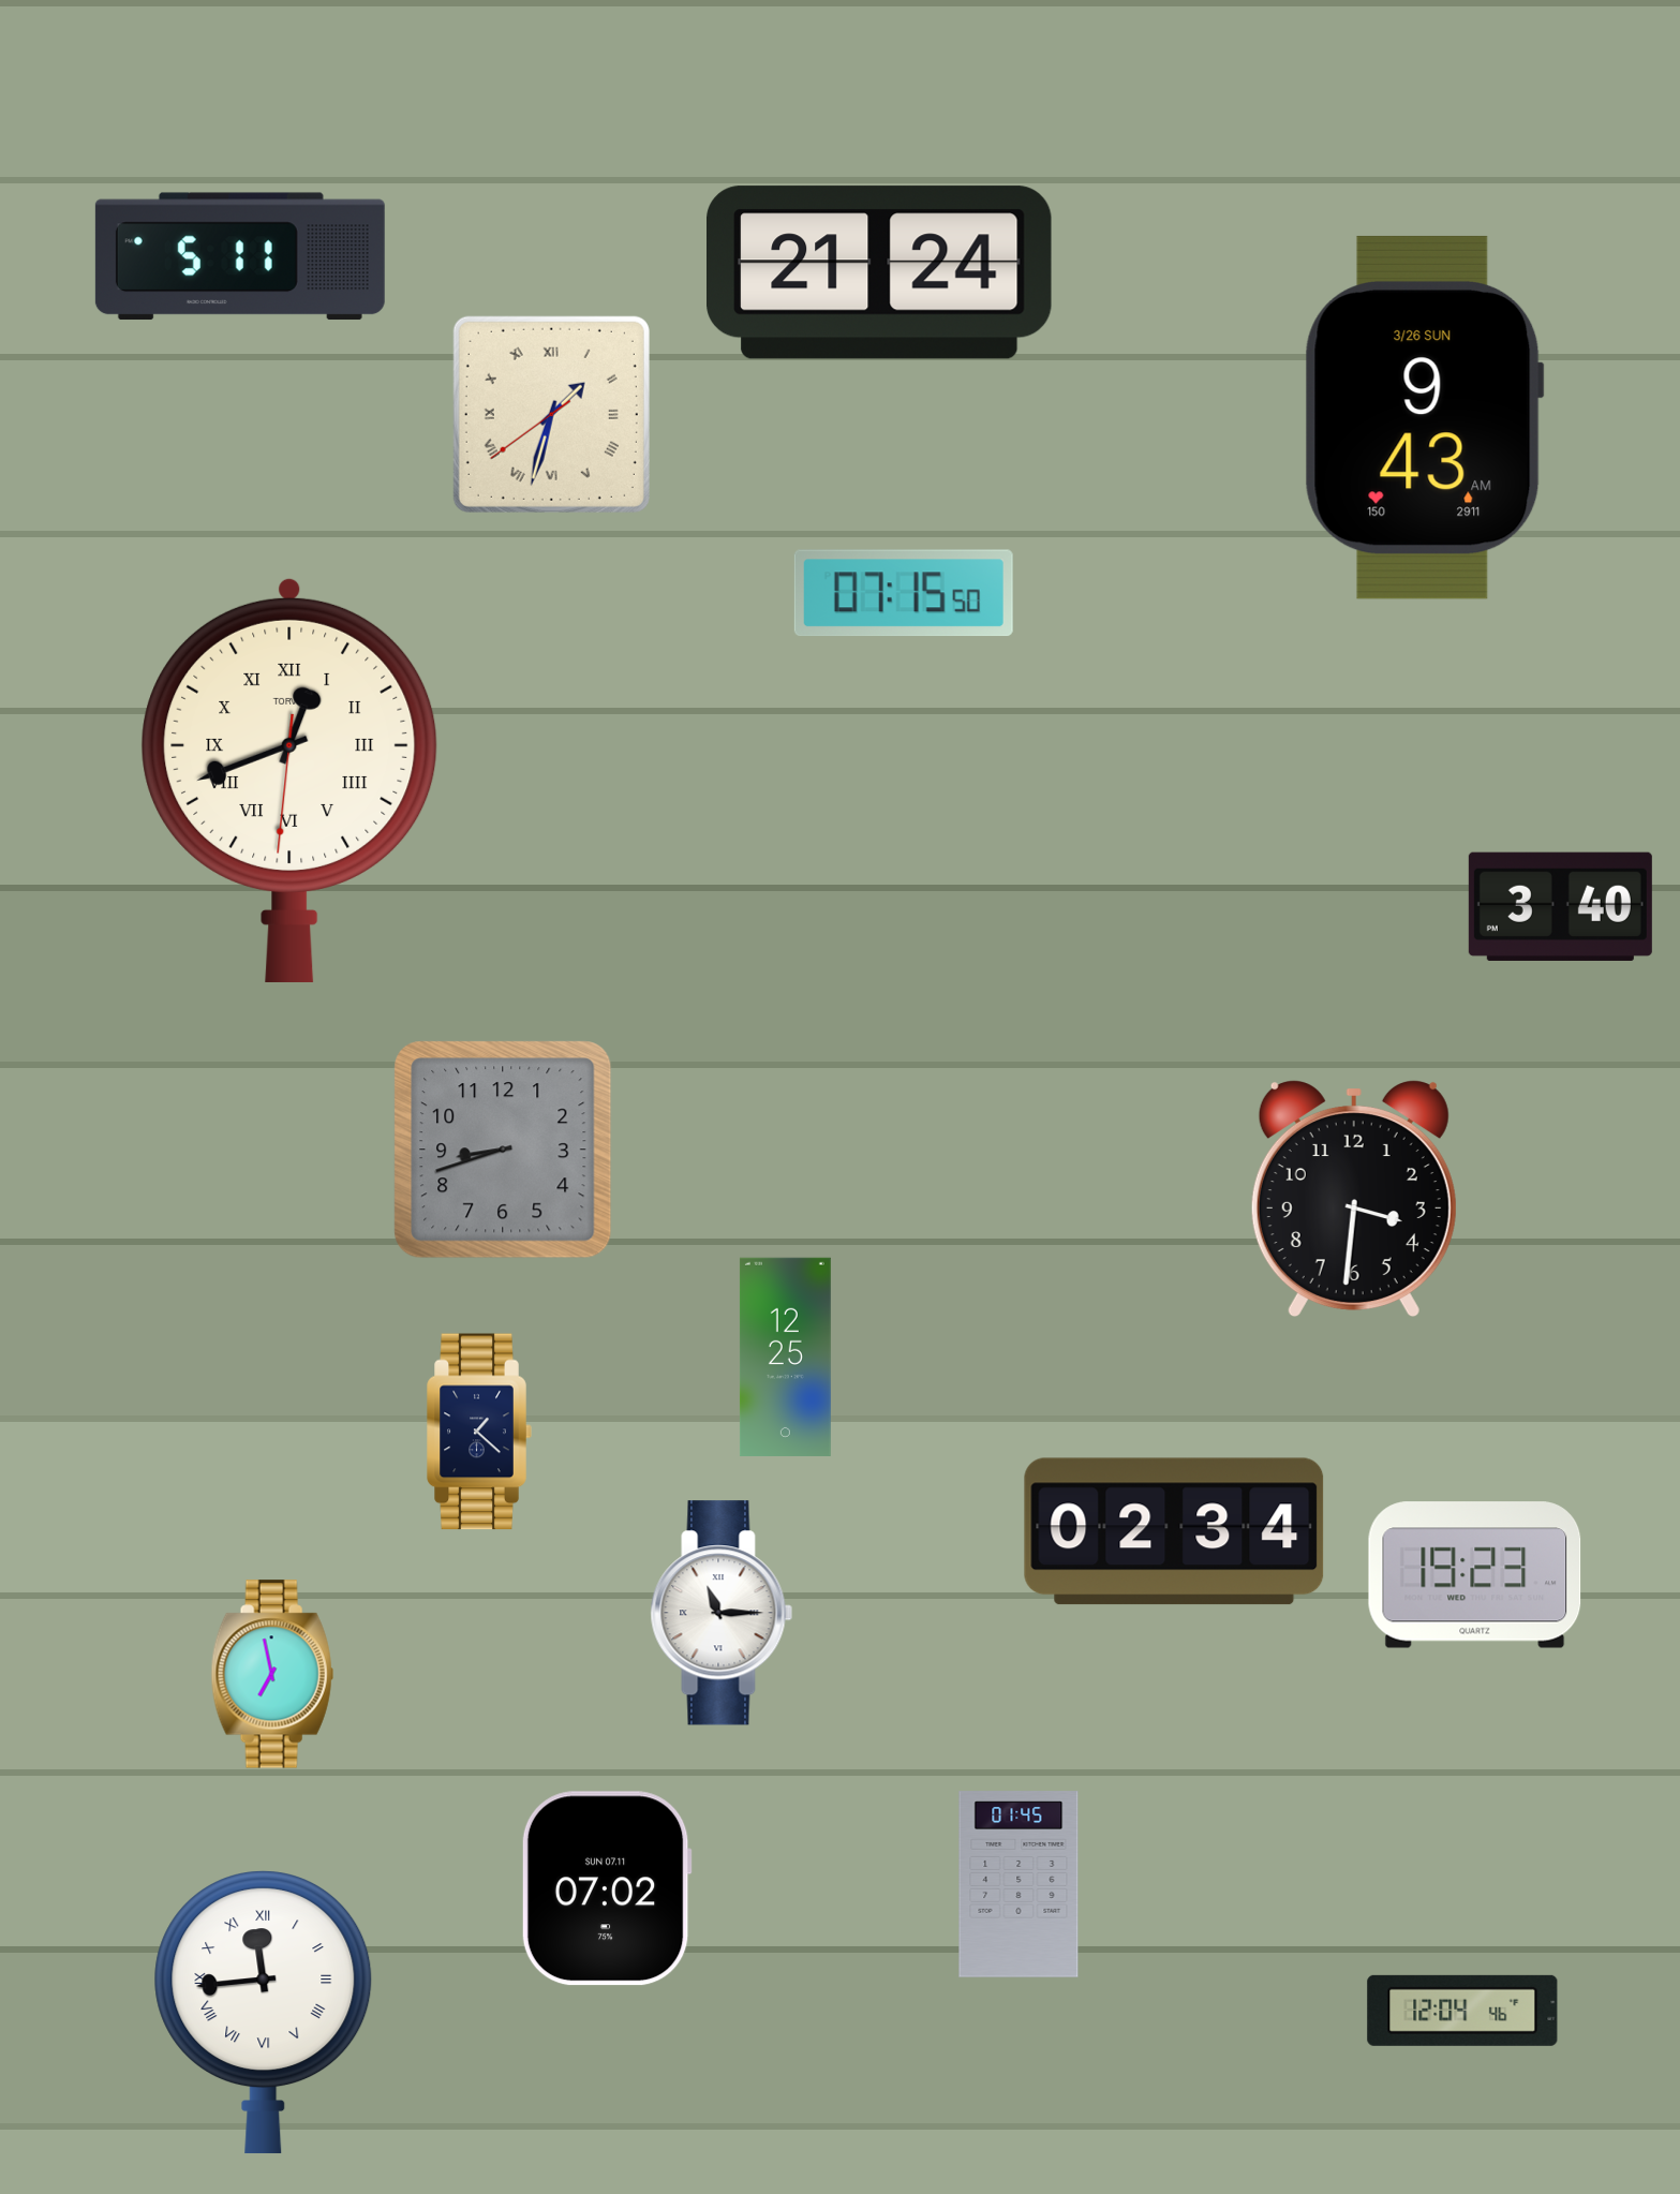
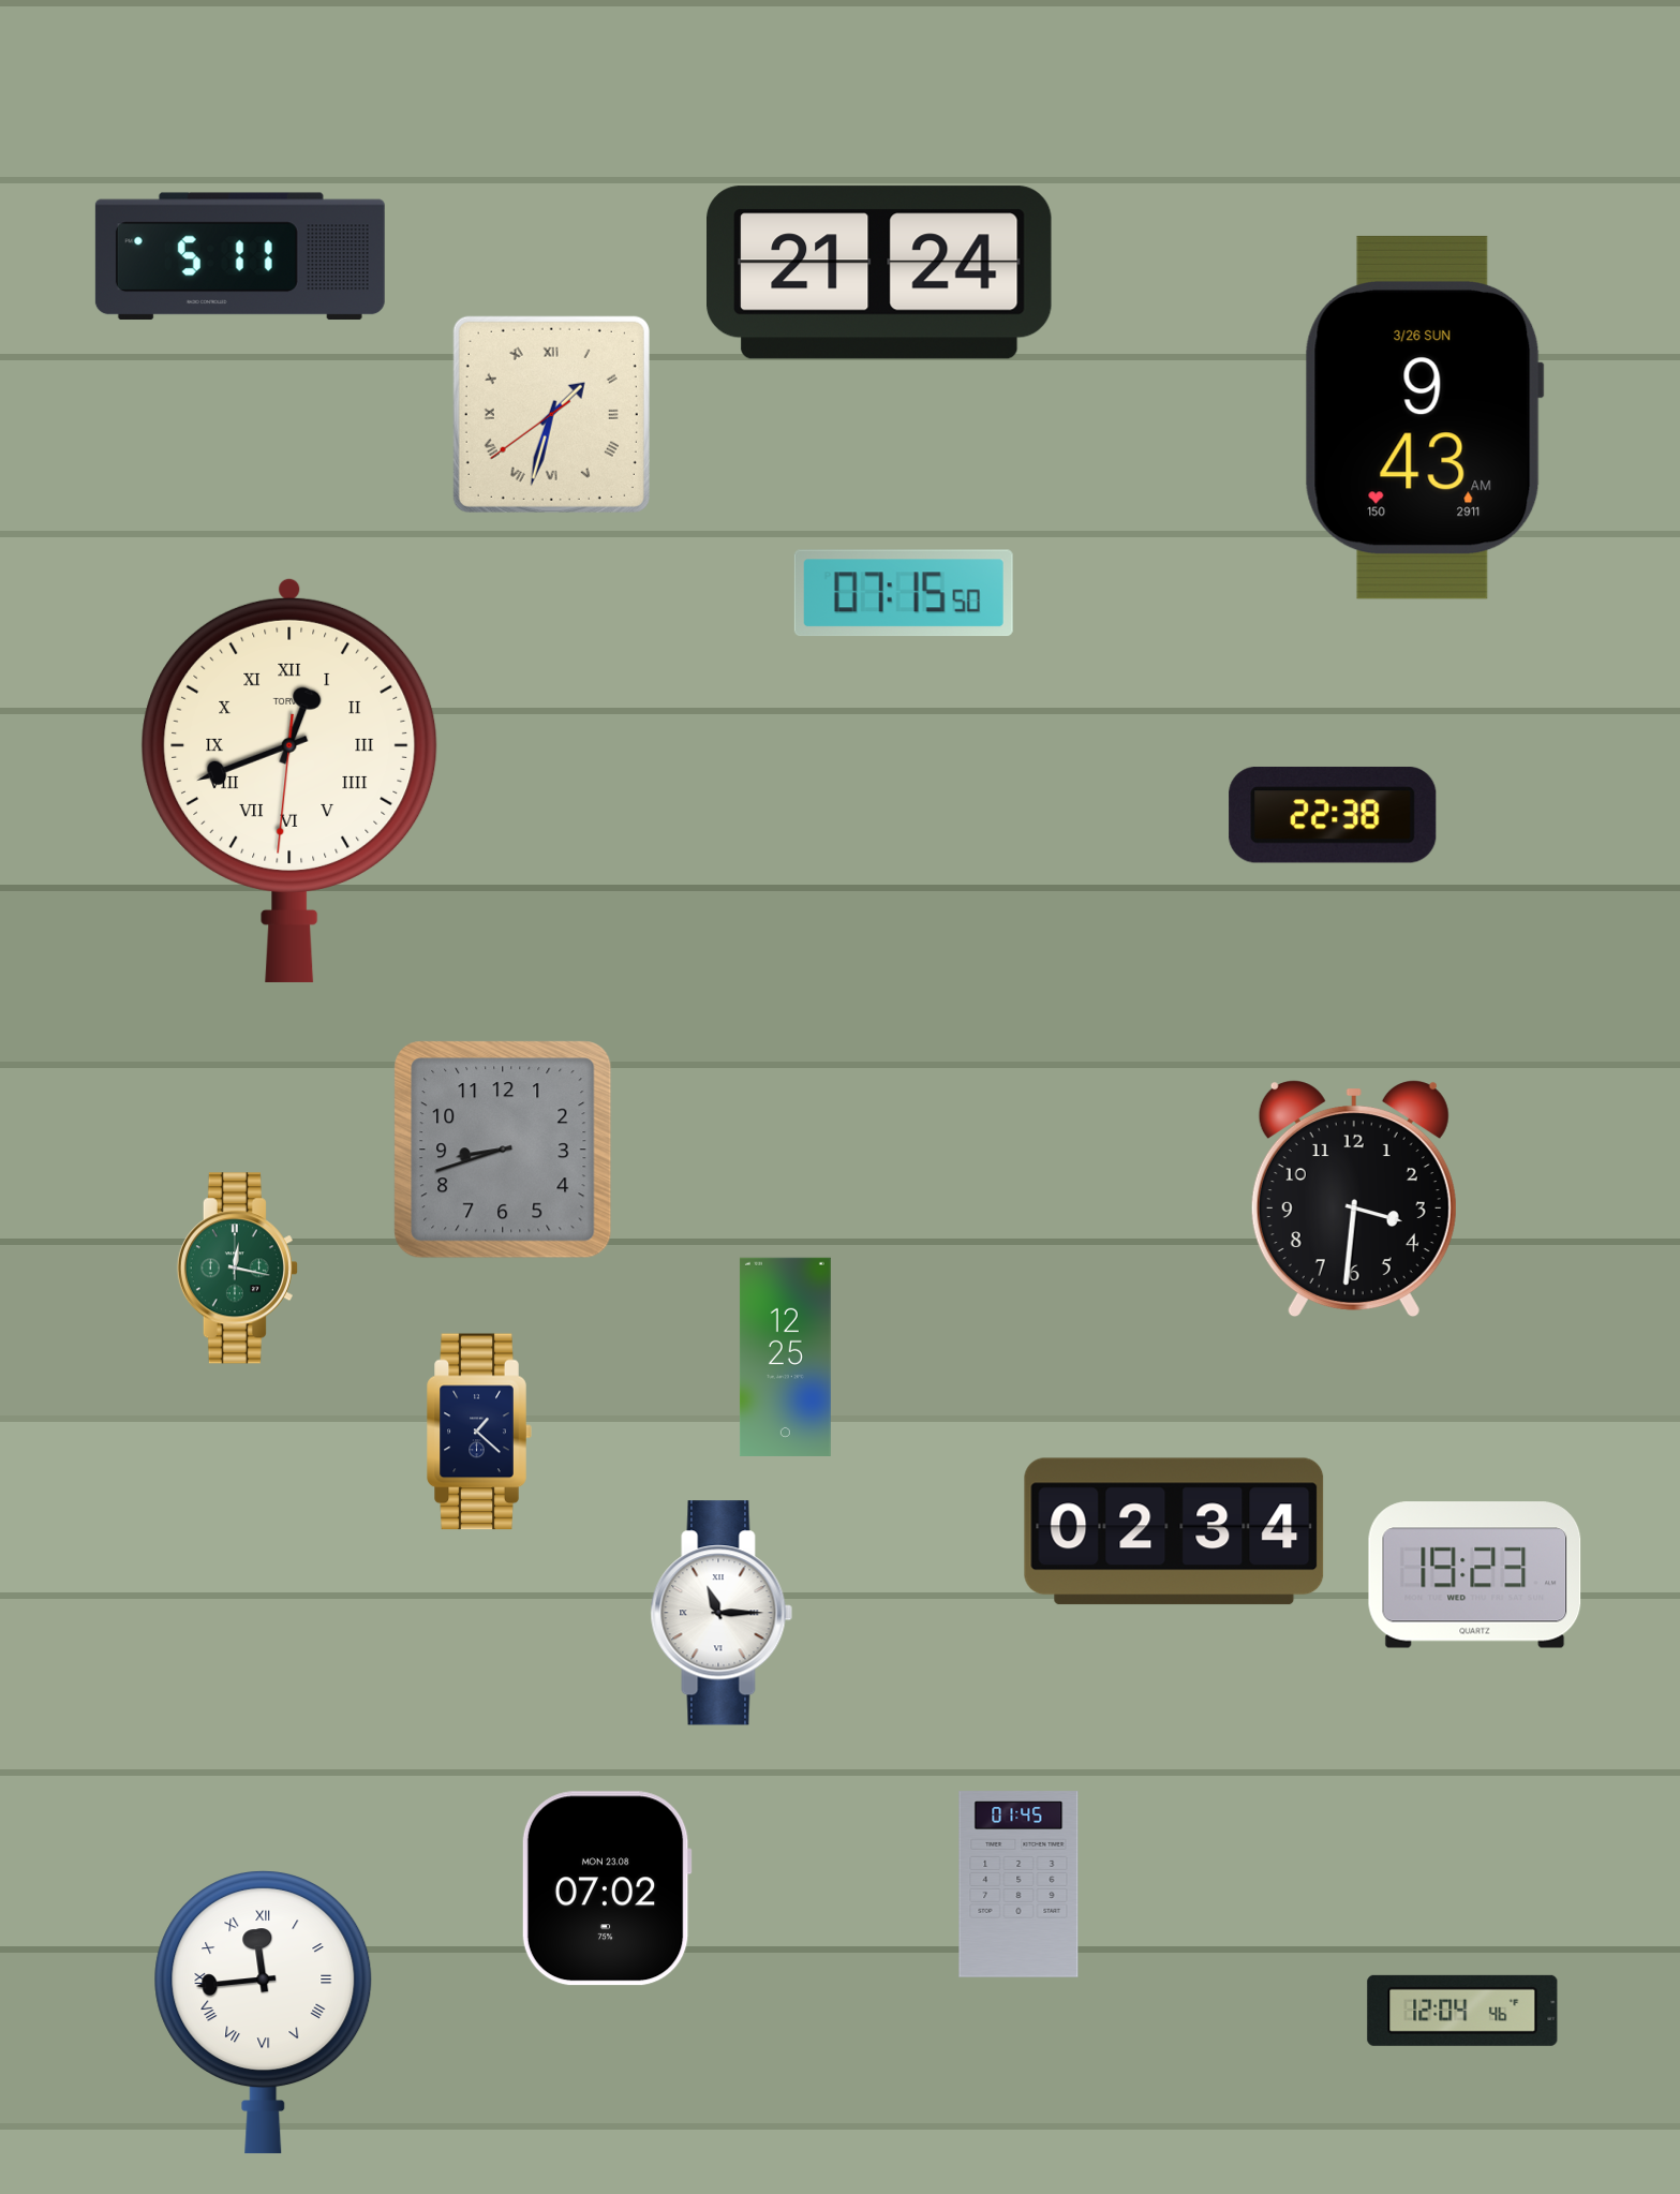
clock at (1333, 815): none -> 22:38
clock at (1560, 906): 3:40 -> none
clock at (237, 1269): none -> 12:17
clock at (272, 1674): 6:58 -> none
clock at (607, 1888) date: SUN 07.11 -> MON 23.08
